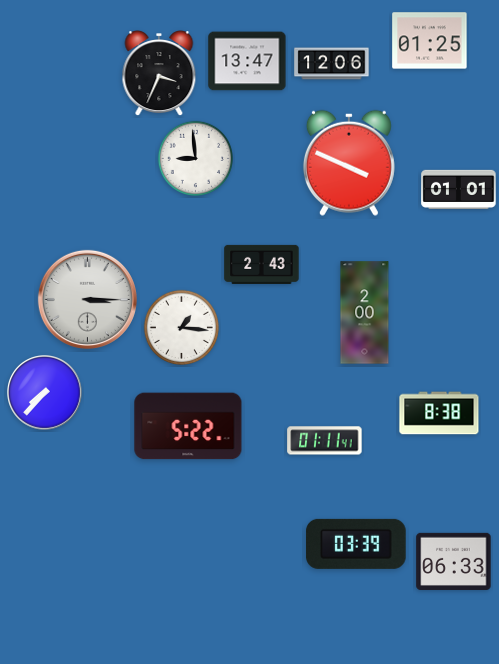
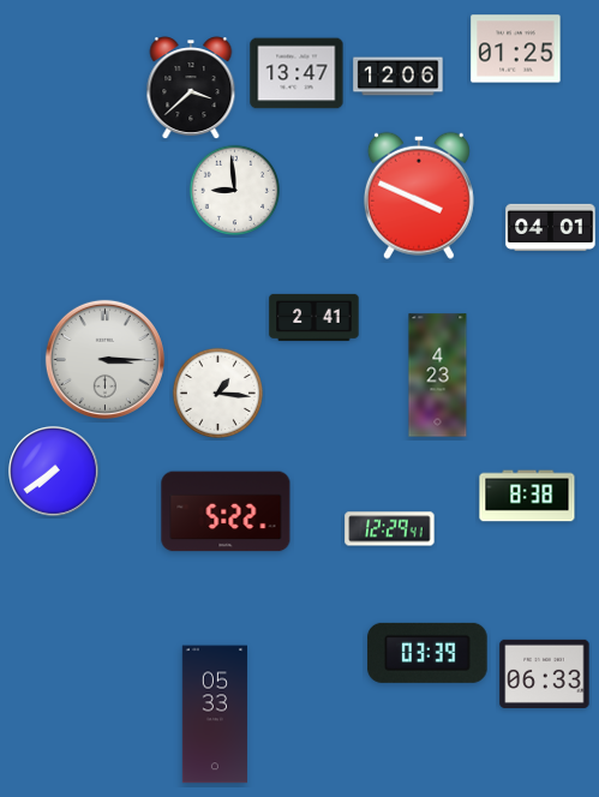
clock at (159, 74): 3:34 -> 3:38
clock at (459, 189): 01:01 -> 04:01
clock at (262, 264): 2:43 -> 2:41
clock at (365, 313): 2:00 -> 4:23
clock at (45, 393): 7:37 -> 7:39
clock at (325, 441): 01:11 -> 12:29
clock at (215, 714): none -> 05:33
